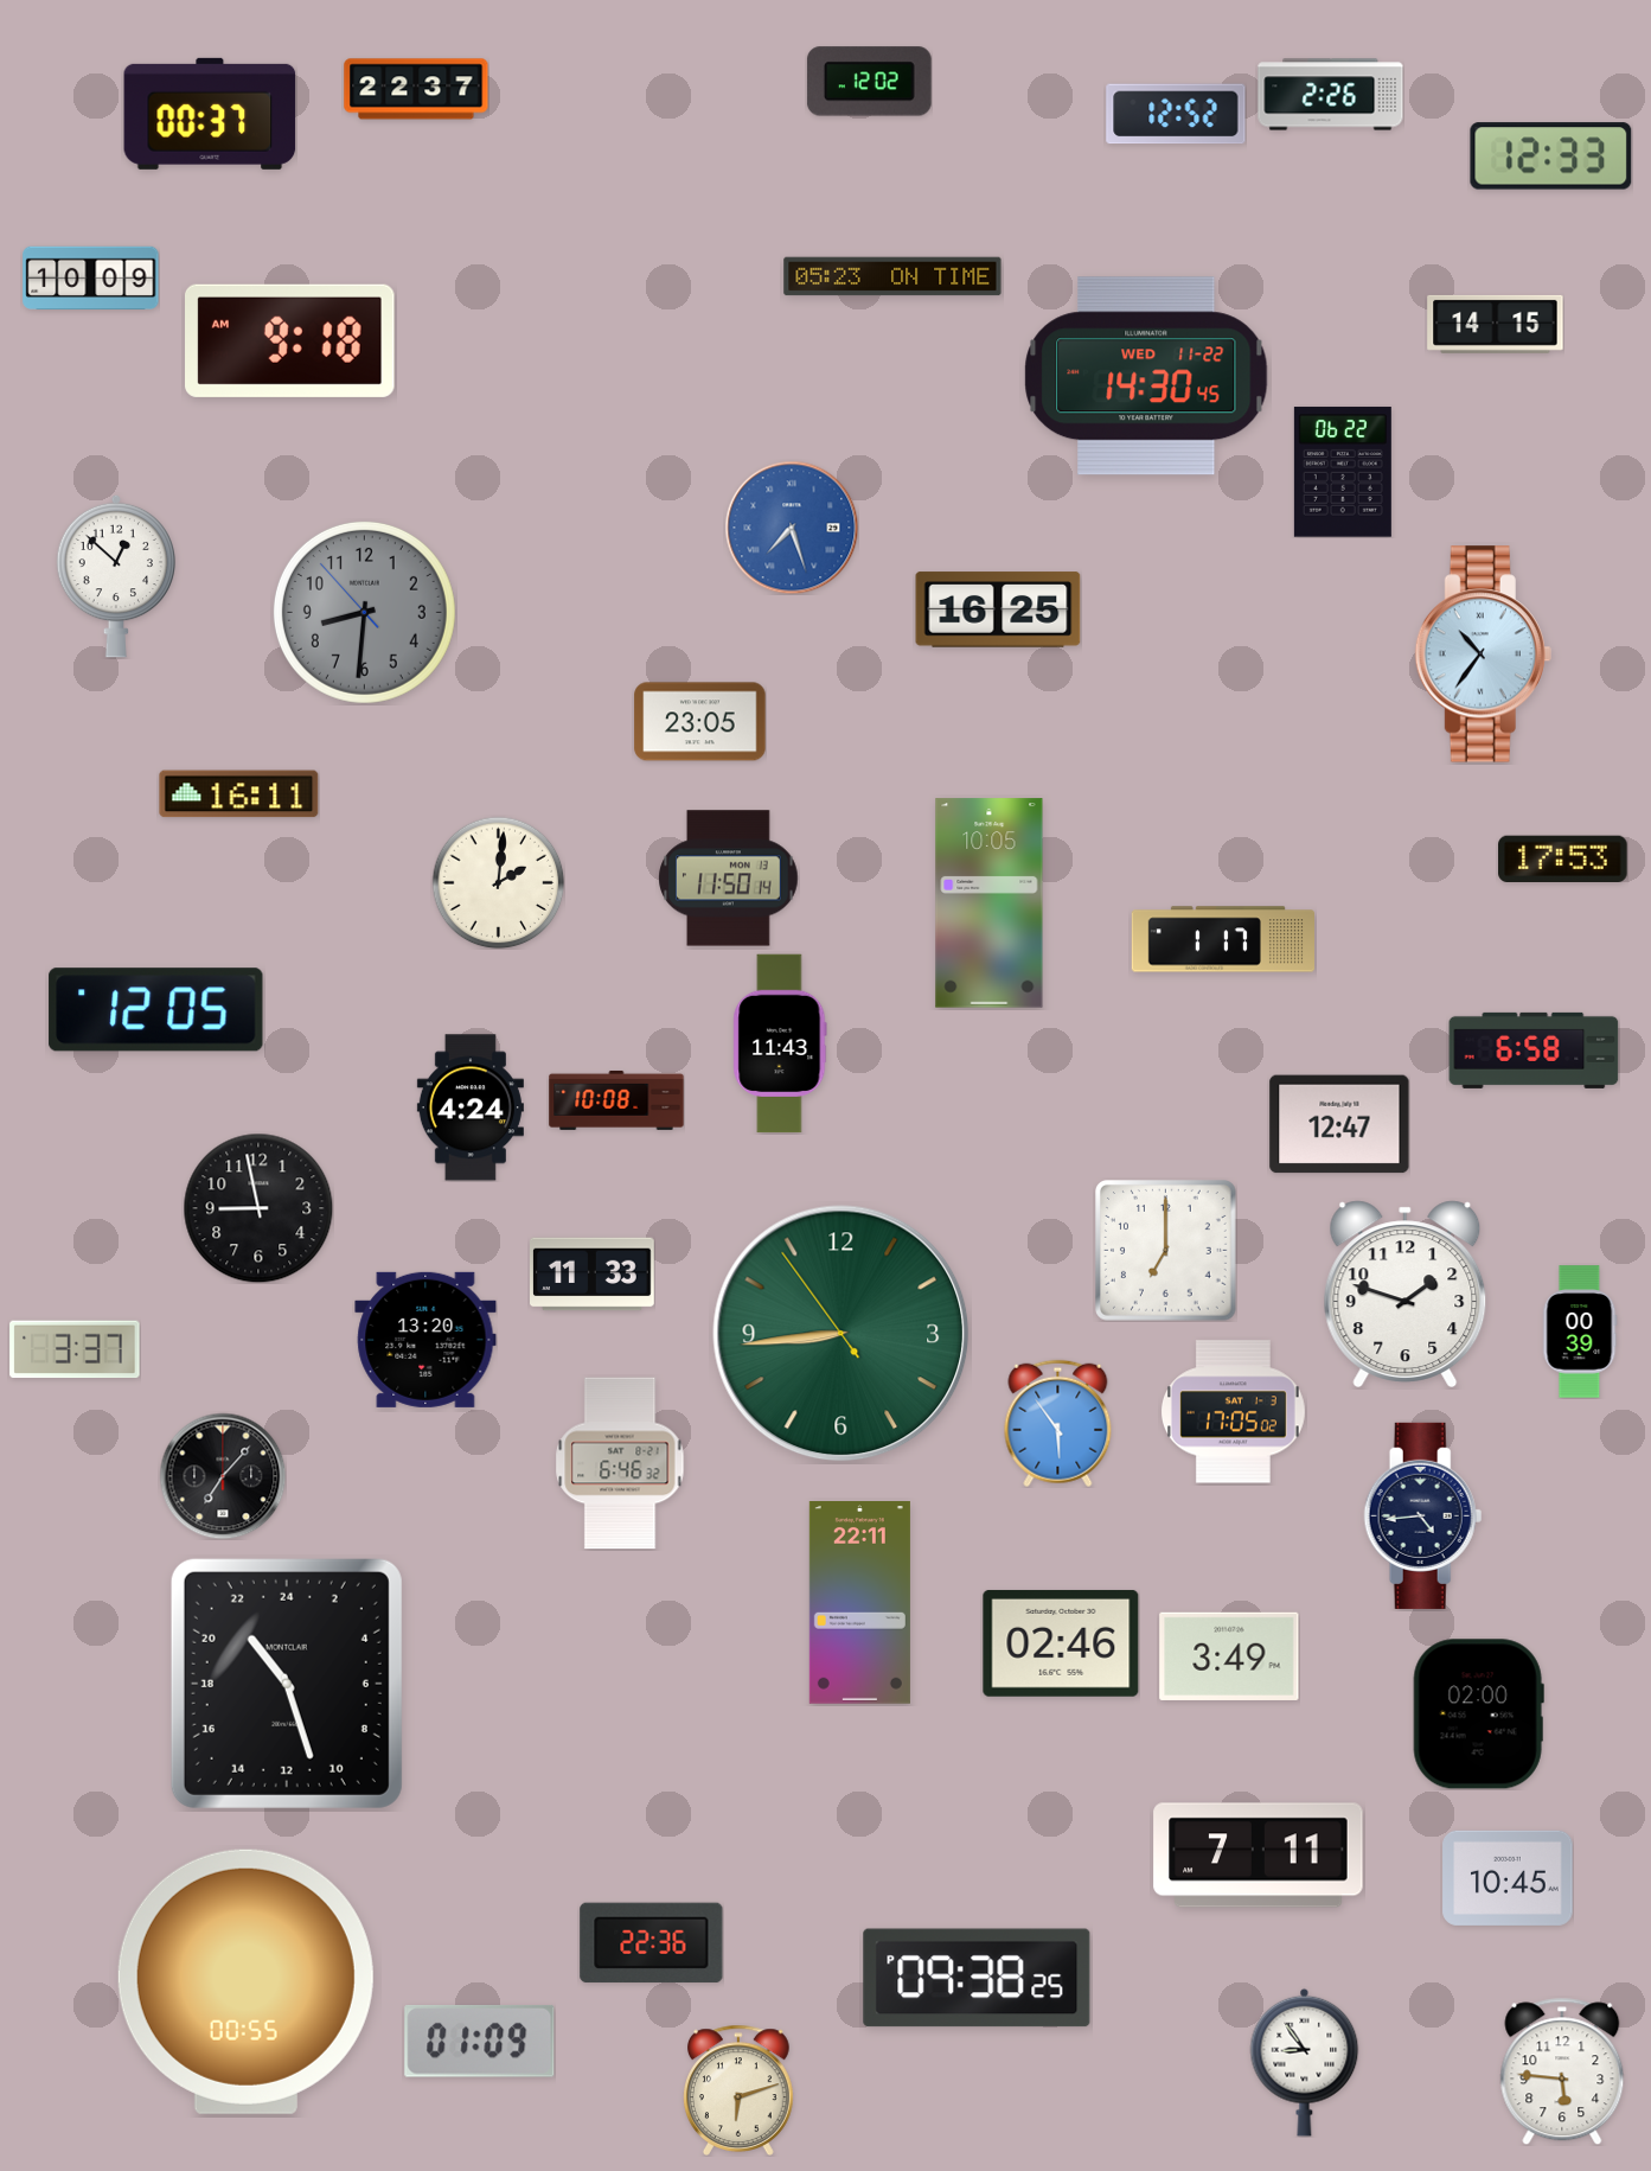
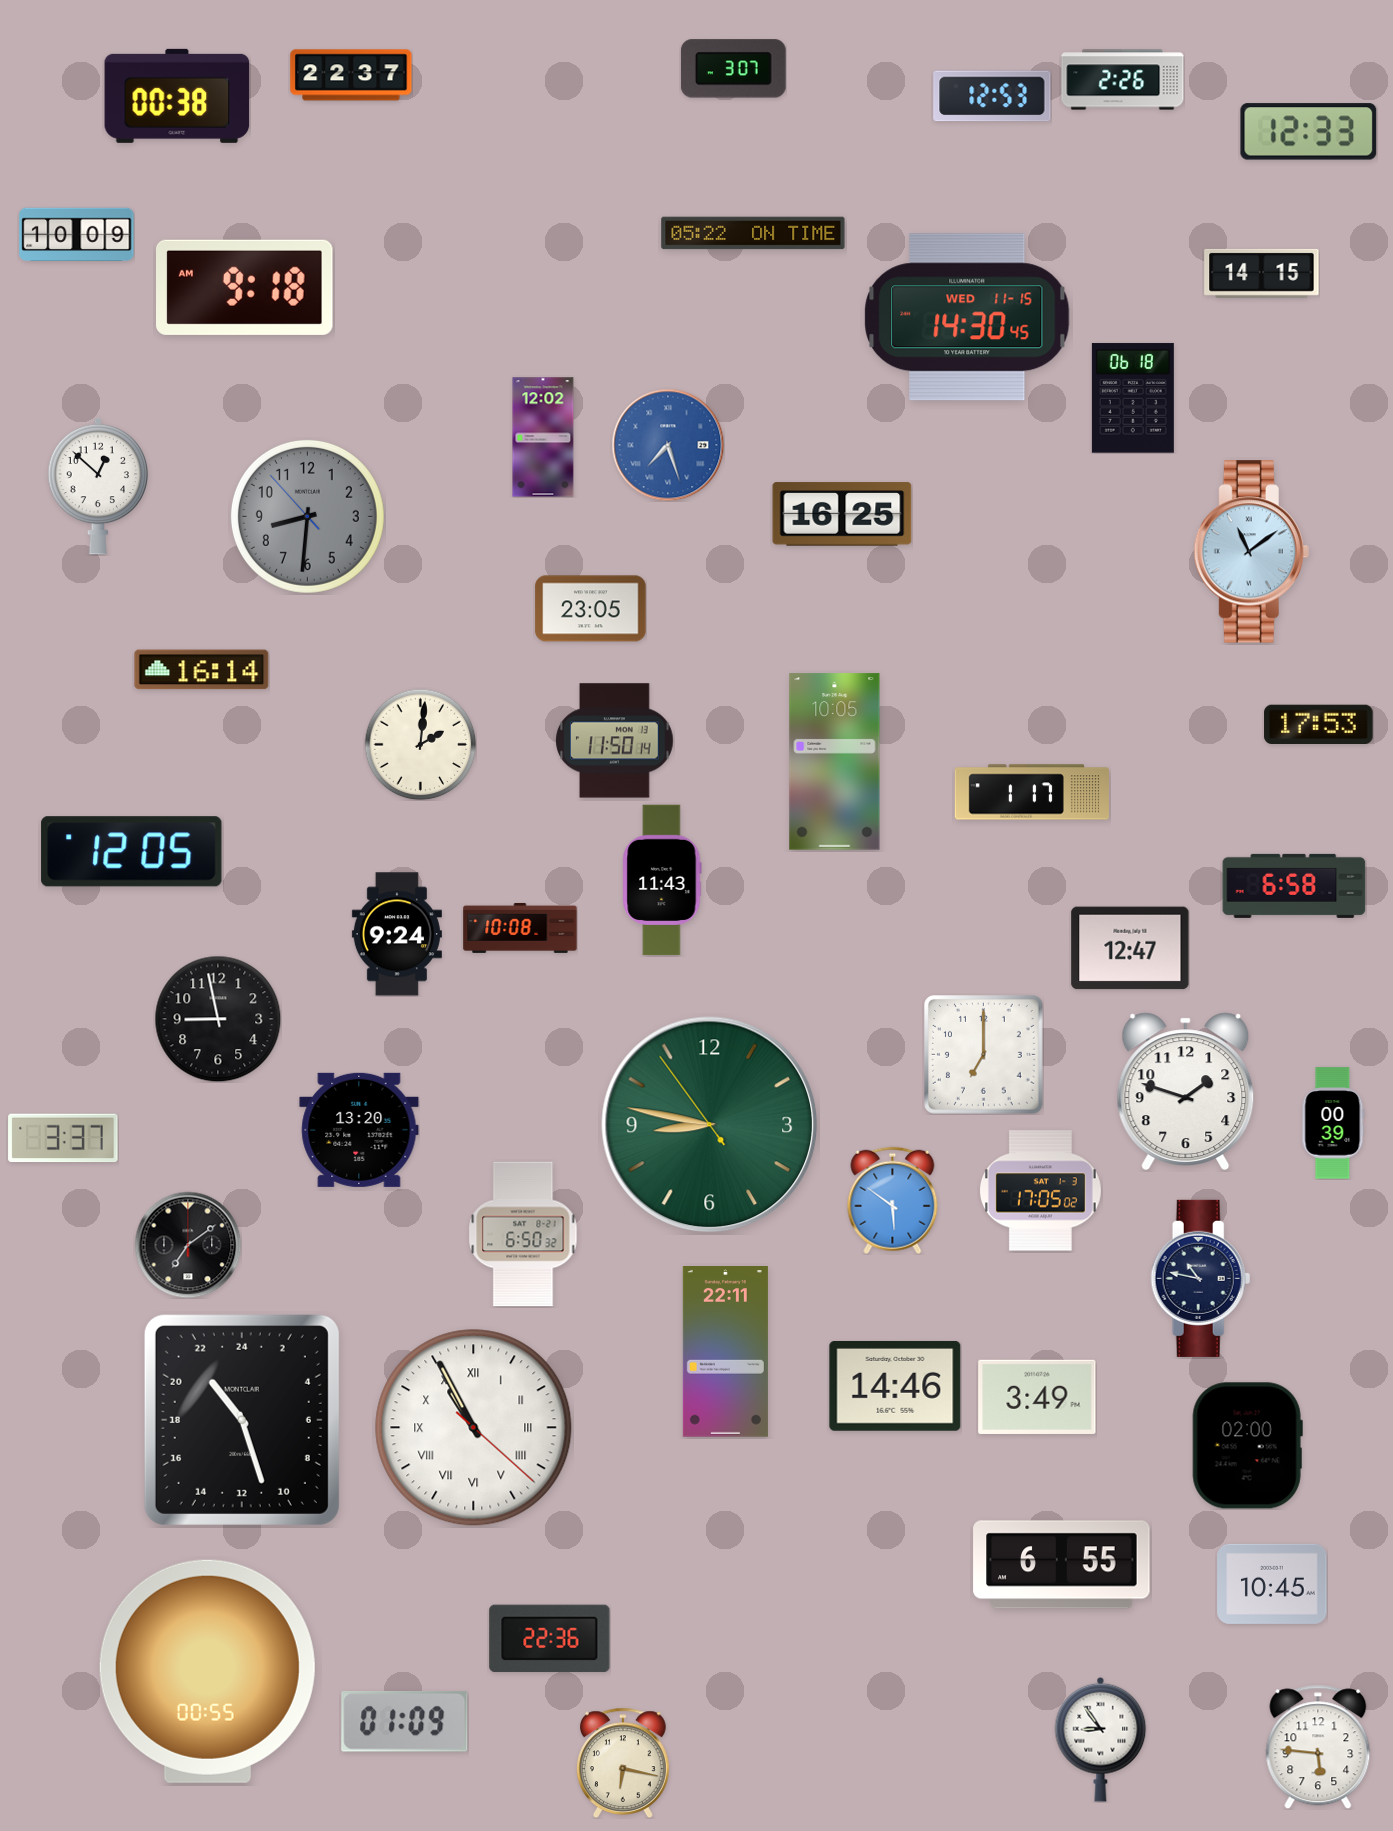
clock at (869, 82): 12:02 -> 3:07
clock at (210, 114): 00:37 -> 00:38
clock at (1176, 114): 12:52 -> 12:53
clock at (892, 276): 05:23 -> 05:22
clock at (1146, 376) date: WED 11-22 -> WED 11-15
clock at (1343, 472): 06:22 -> 06:18
clock at (543, 437): none -> 12:02
clock at (1483, 655): 10:36 -> 11:09
clock at (239, 794): 16:11 -> 16:14
clock at (780, 1043) position: (780, 1043) -> (662, 880)
clock at (471, 1107): 4:24 -> 9:24
clock at (593, 1275): 11:33 -> none
clock at (842, 1334): 8:43 -> 8:46
clock at (1058, 1423): 5:54 -> 5:51
clock at (620, 1463): 6:46 -> 6:50
clock at (223, 1476): 7:07 -> 7:09
clock at (1423, 1515): 4:44 -> 10:47
clock at (1061, 1643): 02:46 -> 14:46
clock at (474, 1428): none -> 10:55
clock at (1259, 1856): 7:11 -> 6:55
clock at (977, 1978): 09:38 -> none
clock at (740, 2090): 6:12 -> 6:17
